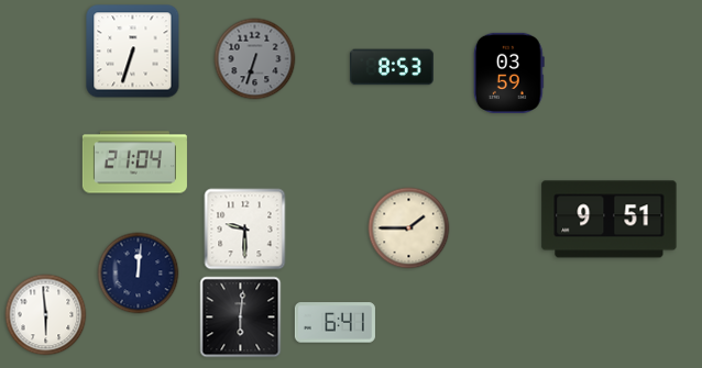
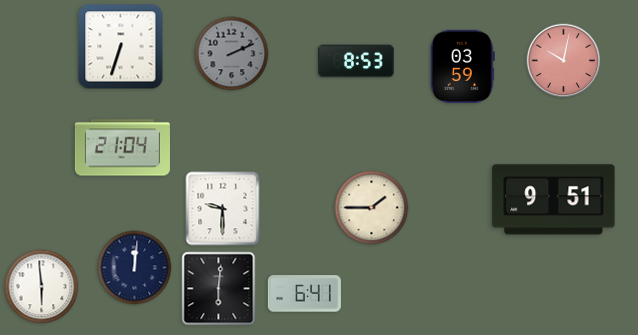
clock at (255, 59): 6:33 -> 2:11
clock at (564, 61): none -> 10:02
clock at (139, 274) position: (139, 274) -> (135, 268)
